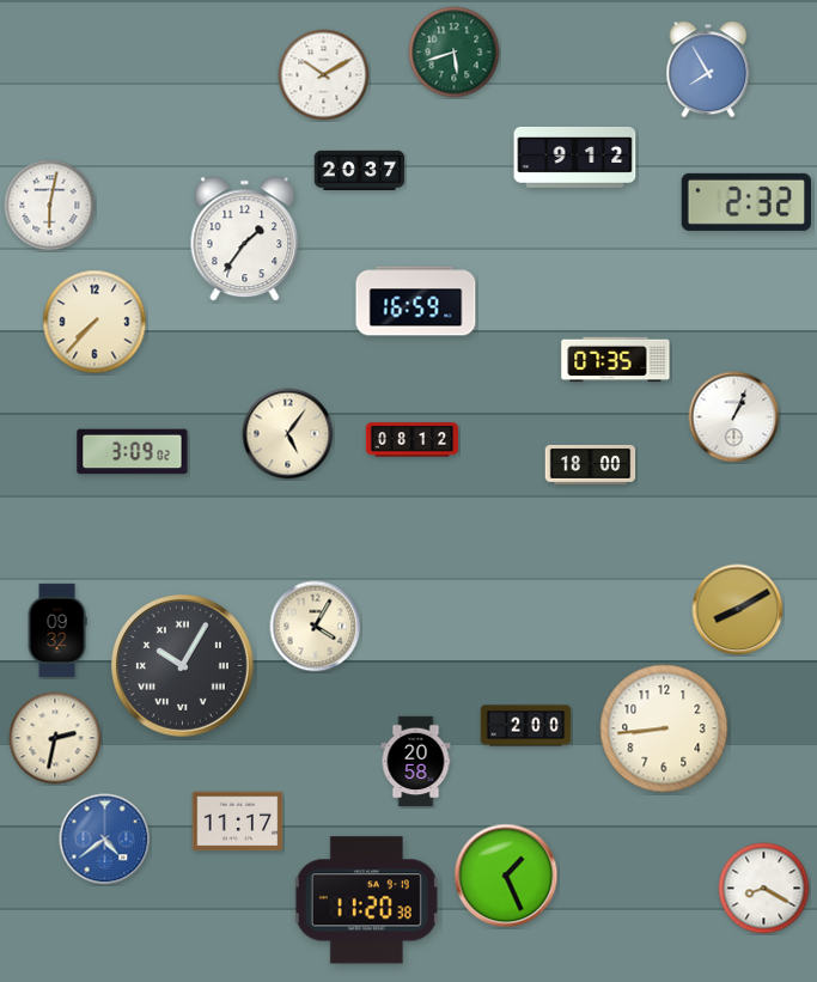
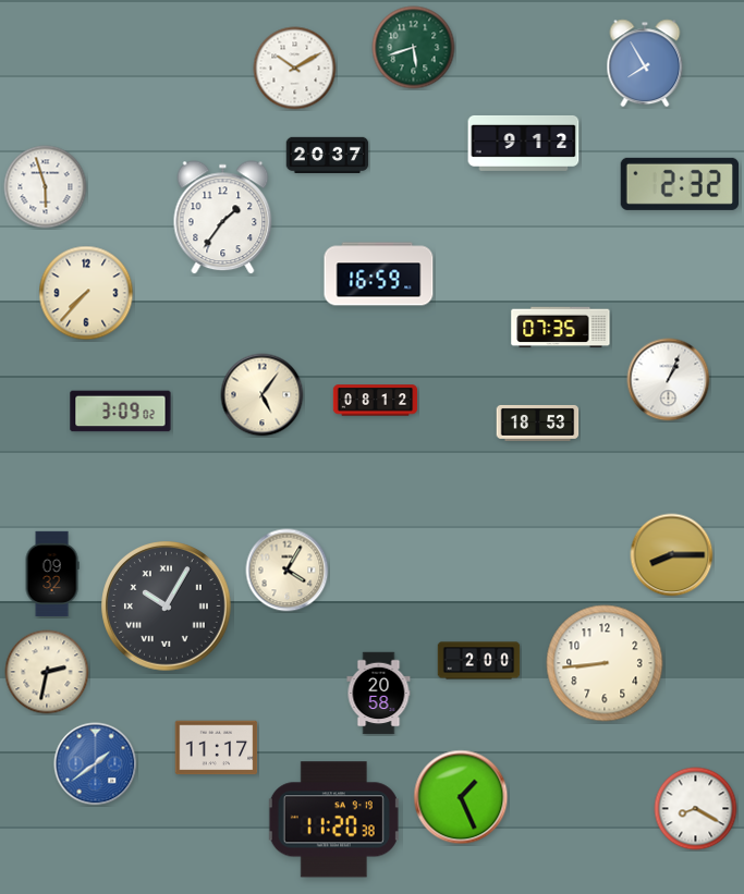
clock at (50, 206): 6:02 -> 5:57
clock at (591, 464): 18:00 -> 18:53
clock at (738, 610): 8:10 -> 8:15
clock at (55, 738) position: (55, 738) -> (47, 672)
clock at (105, 840): 4:39 -> 1:39
